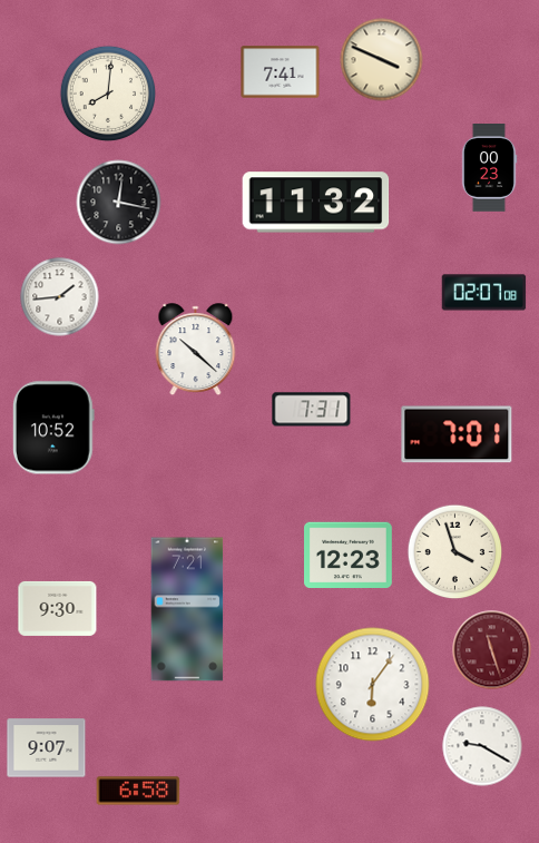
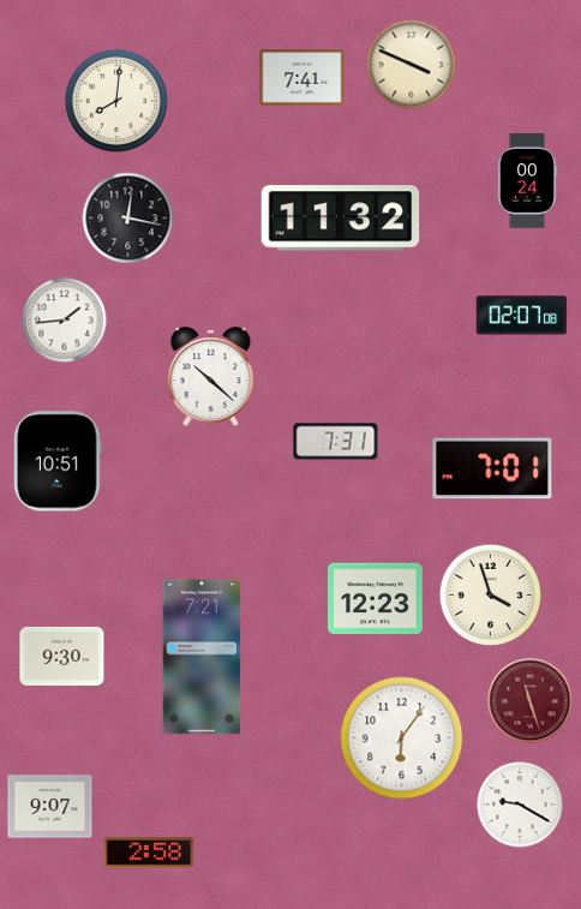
clock at (489, 168): 00:23 -> 00:24
clock at (55, 428): 10:52 -> 10:51
clock at (138, 791): 6:58 -> 2:58
